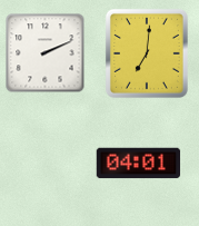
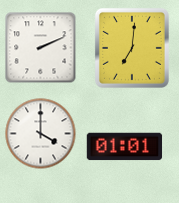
clock at (41, 134): none -> 4:00
clock at (139, 164): 04:01 -> 01:01
